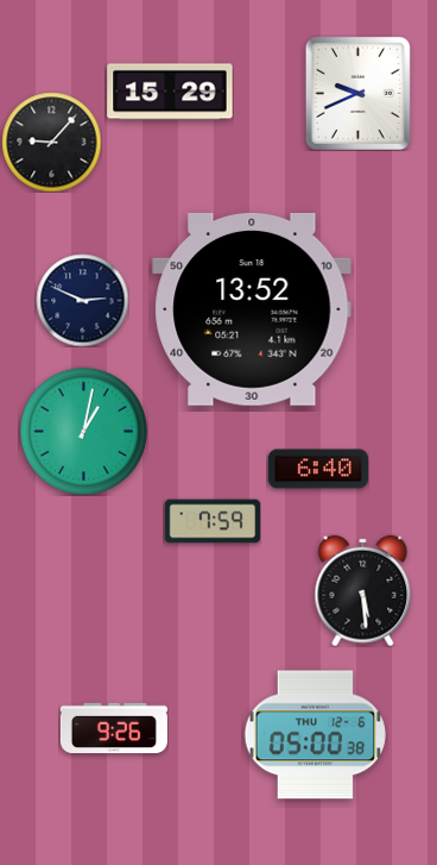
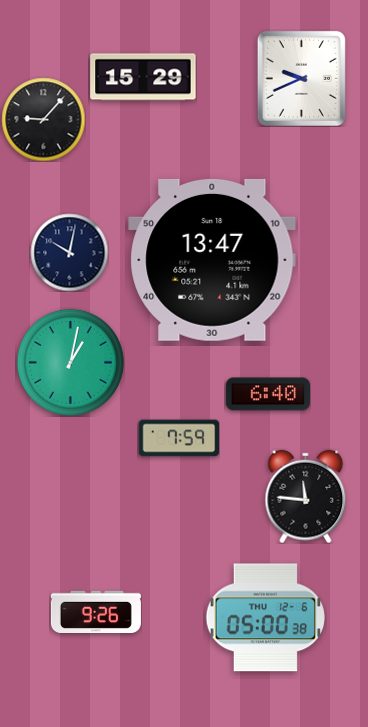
clock at (82, 300): 2:49 -> 10:02
clock at (252, 309): 13:52 -> 13:47
clock at (363, 590): 5:29 -> 11:46
